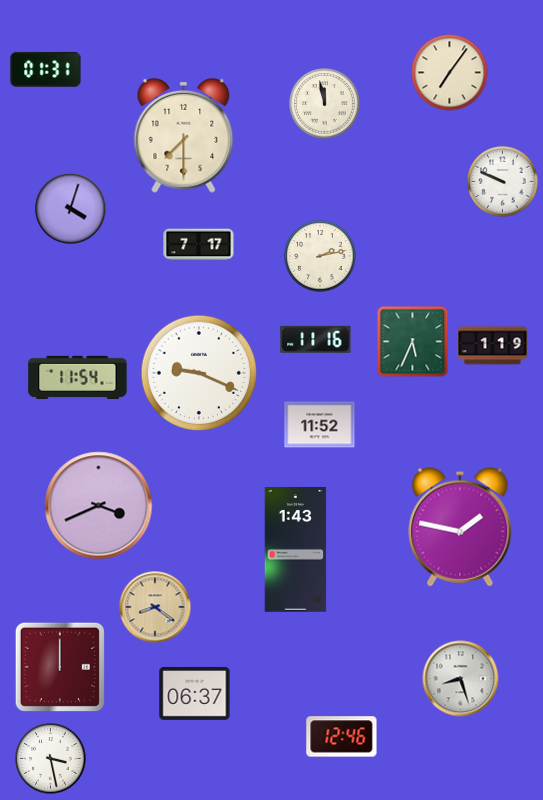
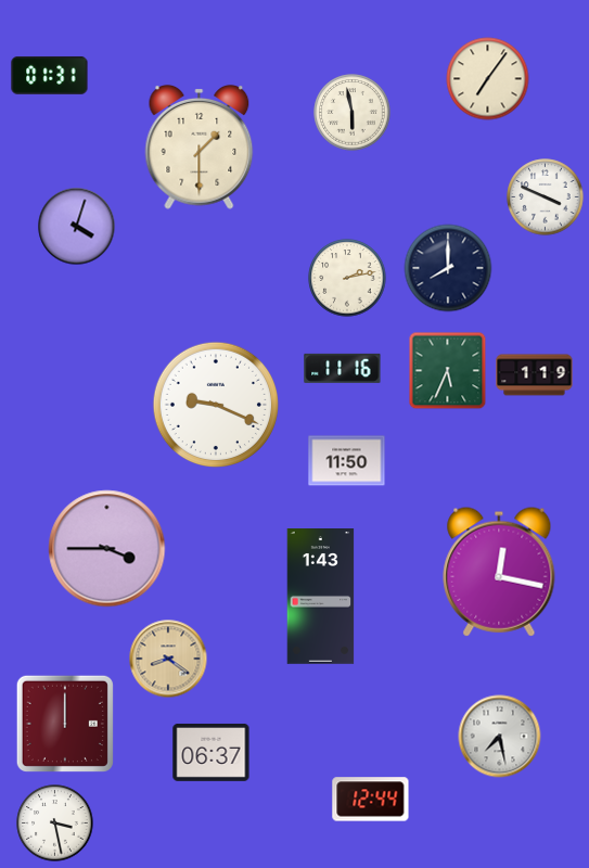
clock at (325, 104): 11:58 -> 5:58
clock at (184, 135): 7:30 -> 1:30
clock at (503, 182): 9:49 -> 3:49
clock at (199, 245): 7:17 -> none
clock at (448, 268): none -> 8:00
clock at (78, 377): 11:54 -> none
clock at (320, 425): 11:52 -> 11:50
clock at (99, 506): 3:41 -> 3:45
clock at (460, 527): 1:47 -> 12:17
clock at (461, 679): 8:27 -> 7:28
clock at (342, 737): 12:46 -> 12:44
